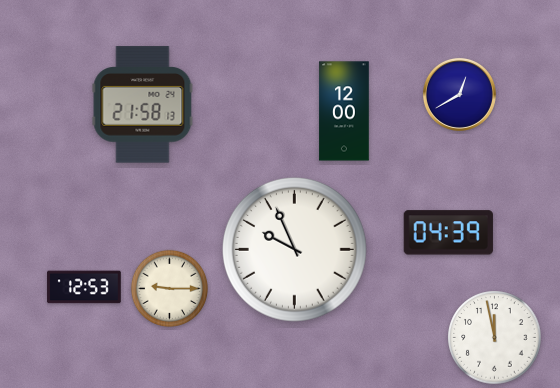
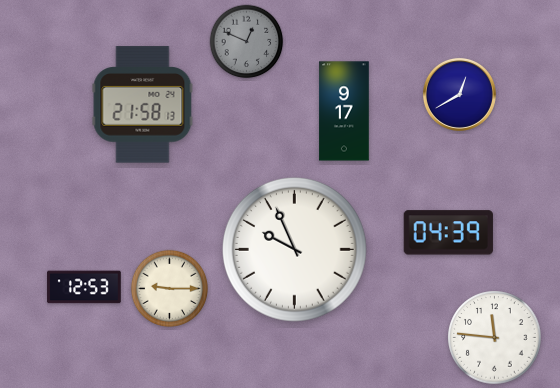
clock at (247, 42): none -> 12:49
clock at (344, 111): 12:00 -> 9:17
clock at (495, 338): 11:58 -> 11:46
